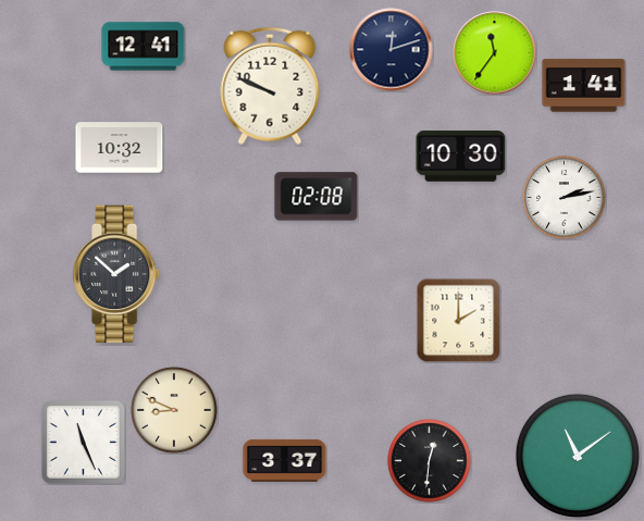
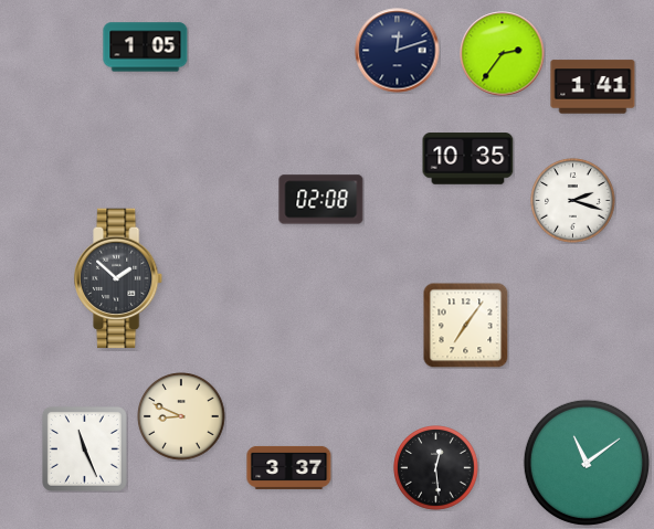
clock at (144, 47): 12:41 -> 1:05
clock at (495, 53): 11:36 -> 2:36
clock at (270, 86): 9:49 -> none
clock at (120, 148): 10:32 -> none
clock at (461, 157): 10:30 -> 10:35
clock at (565, 198): 2:13 -> 2:18
clock at (458, 320): 2:00 -> 7:06
clock at (174, 410) position: (174, 410) -> (181, 416)
clock at (430, 461): 12:31 -> 12:29
